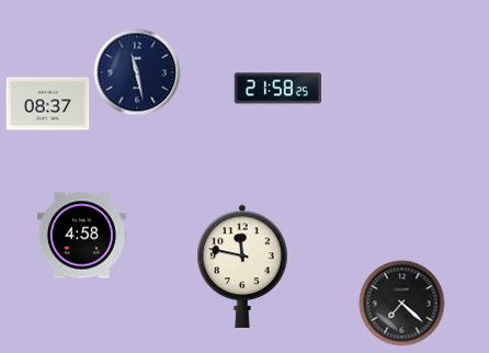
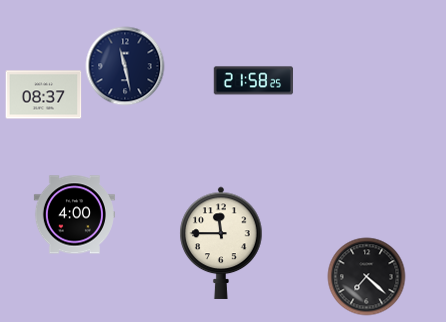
clock at (81, 236): 4:58 -> 4:00
clock at (242, 266): 11:47 -> 11:45
